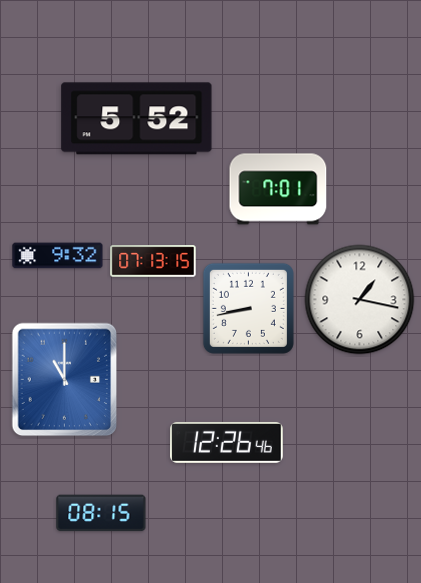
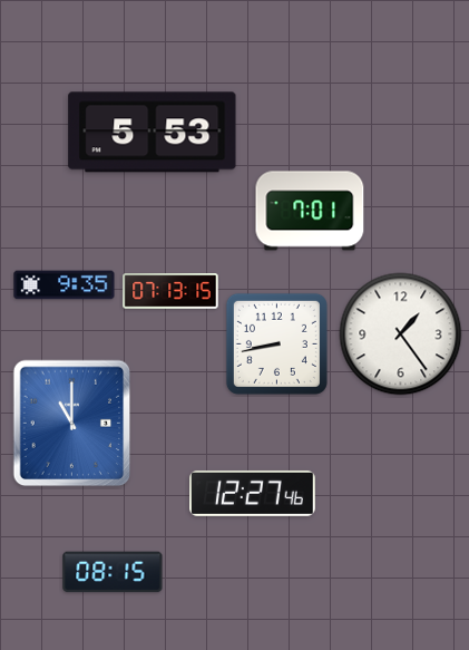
clock at (137, 119): 5:52 -> 5:53
clock at (58, 256): 9:32 -> 9:35
clock at (360, 300): 1:17 -> 1:24
clock at (227, 442): 12:26 -> 12:27
